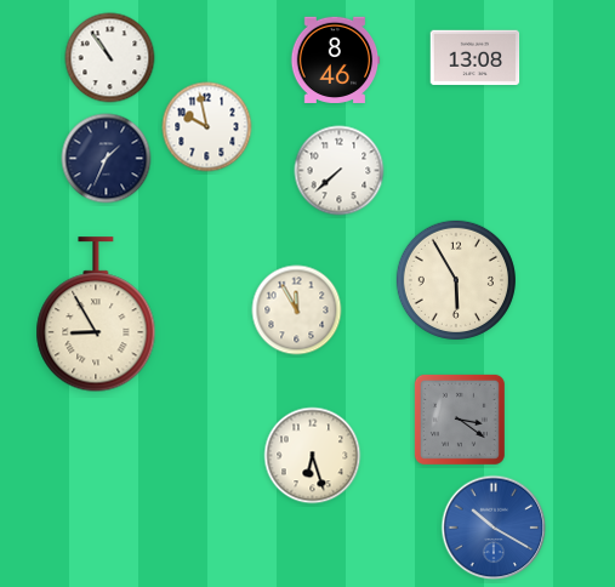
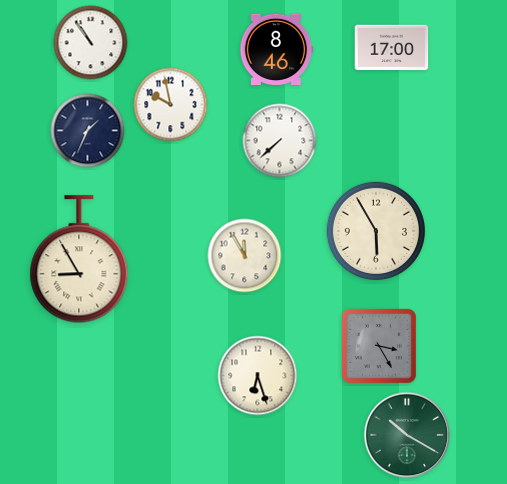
clock at (110, 58) position: (110, 58) -> (91, 43)
clock at (476, 58): 13:08 -> 17:00
clock at (460, 420): 3:21 -> 3:25
clock at (494, 528) dial: blue -> green
